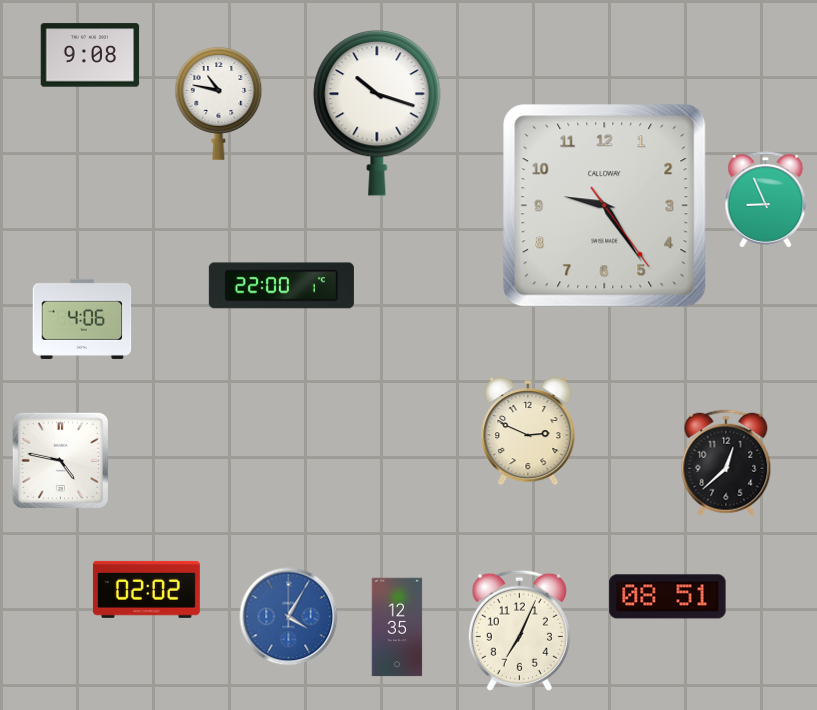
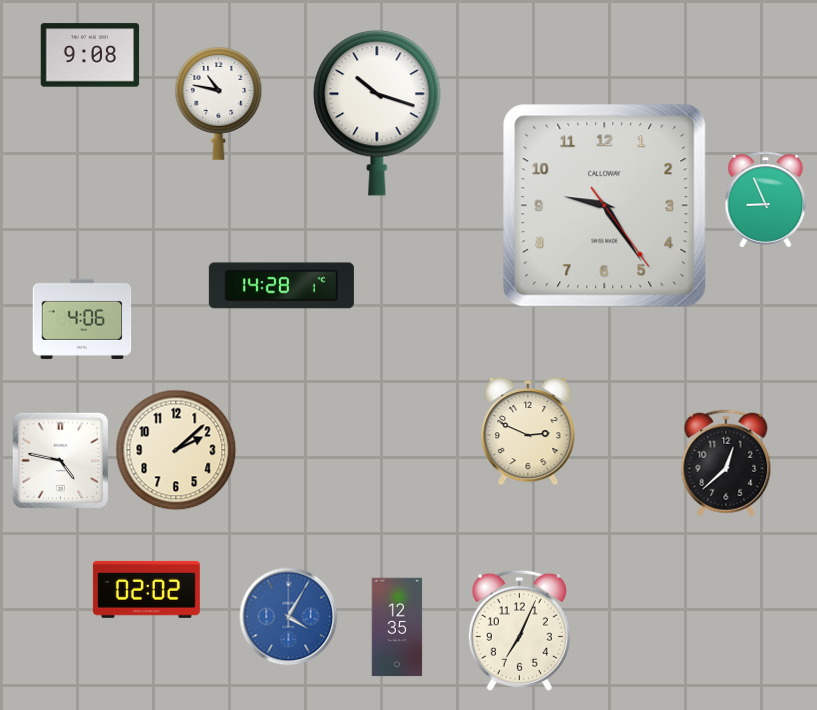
clock at (281, 286): 22:00 -> 14:28
clock at (176, 450): none -> 2:08
clock at (668, 597): 08:51 -> none
